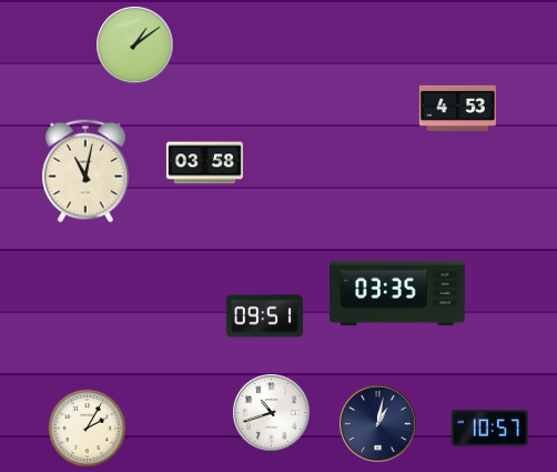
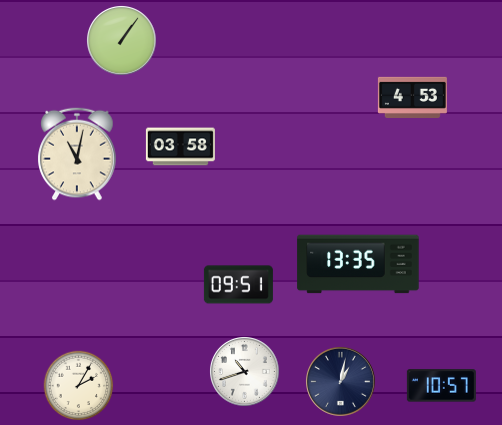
clock at (135, 46): 1:09 -> 1:06
clock at (204, 163) position: (204, 163) -> (180, 147)
clock at (397, 293): 03:35 -> 13:35
